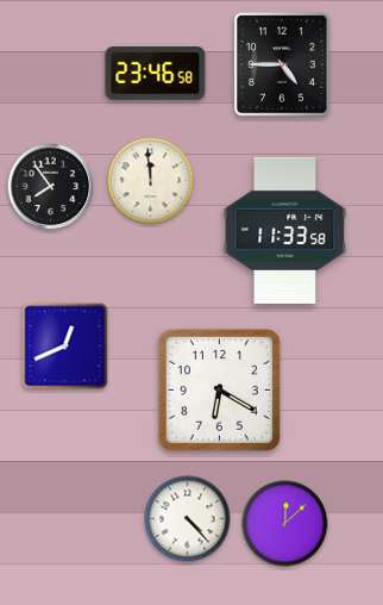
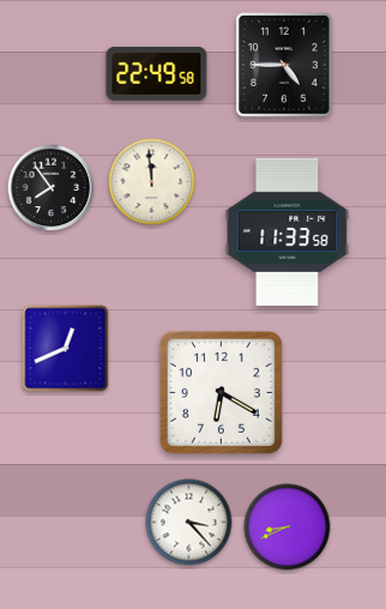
clock at (156, 74): 23:46 -> 22:49
clock at (188, 519): 4:23 -> 3:23
clock at (285, 524): 12:08 -> 8:41
